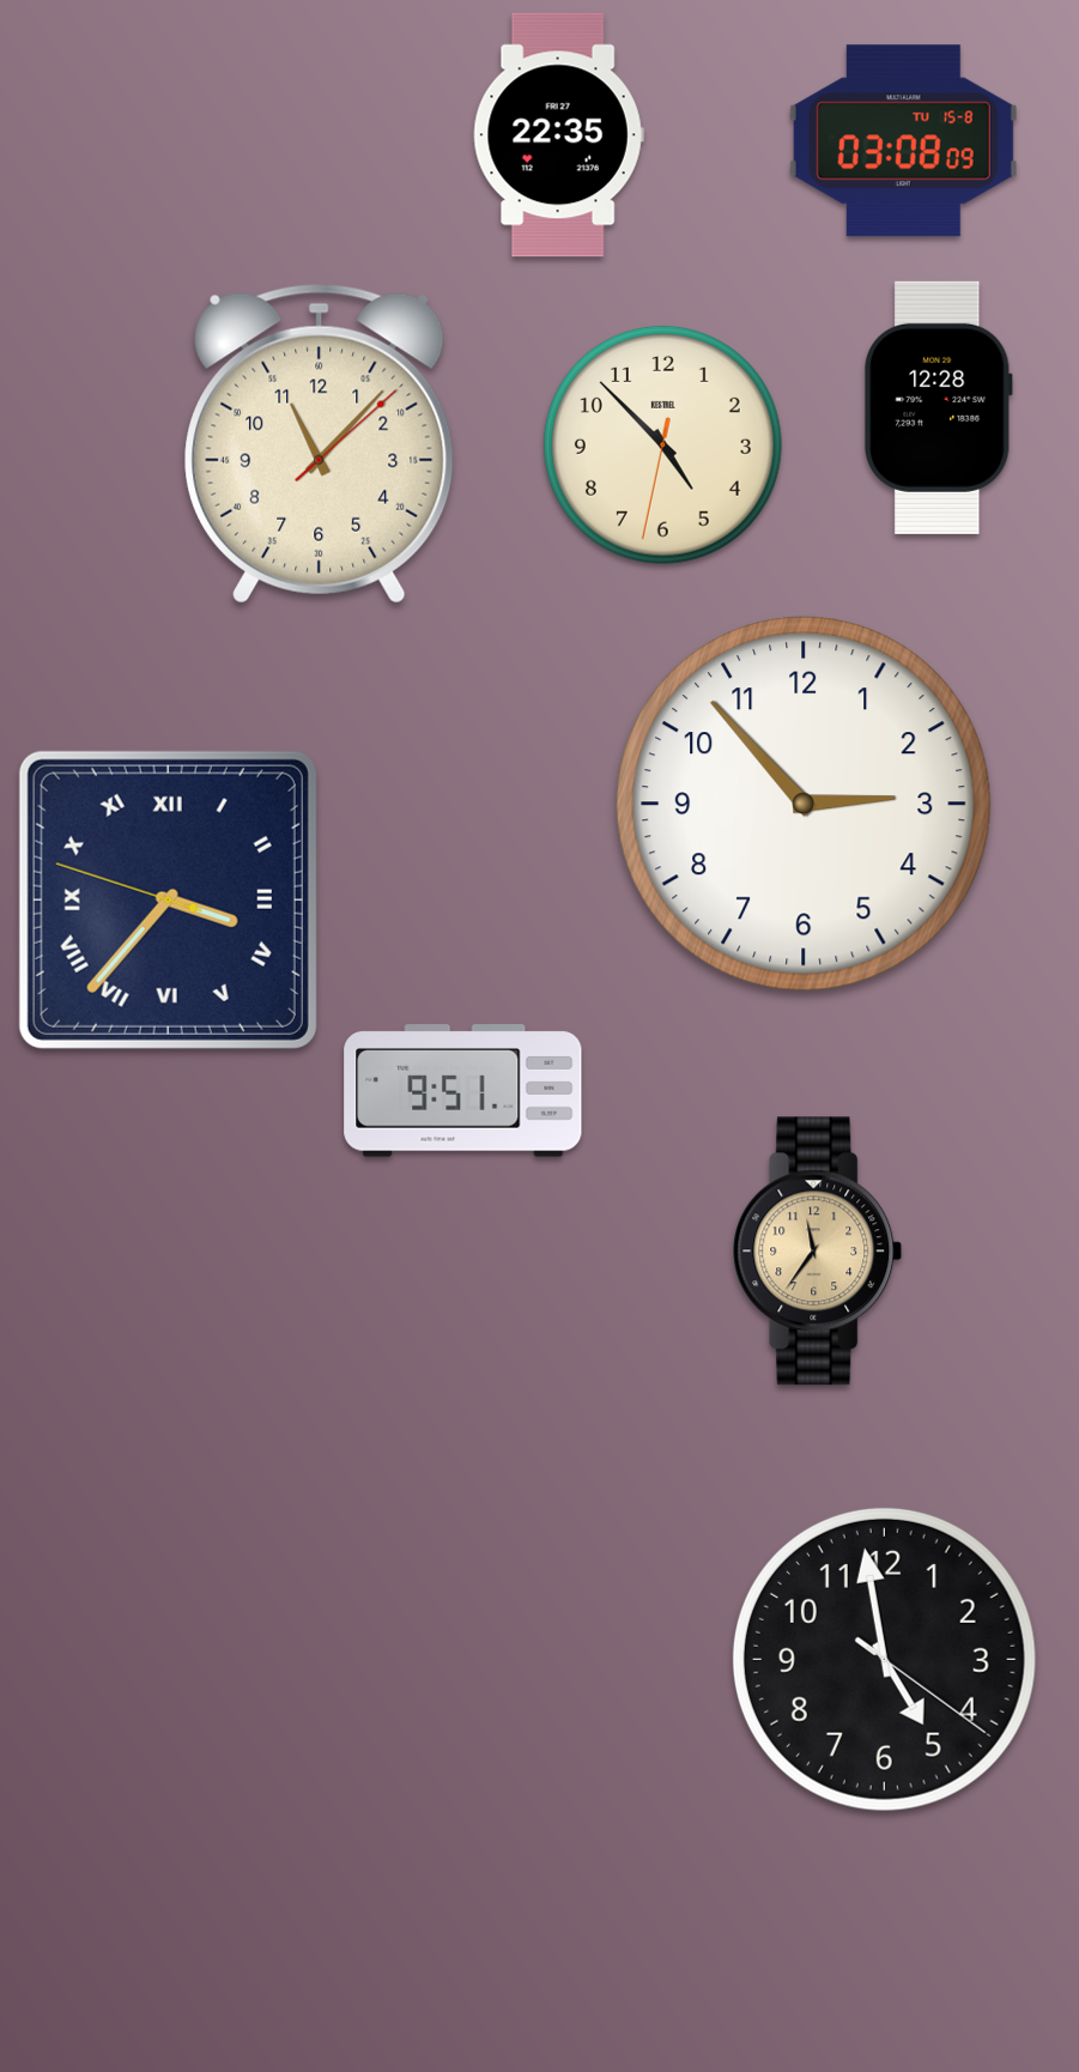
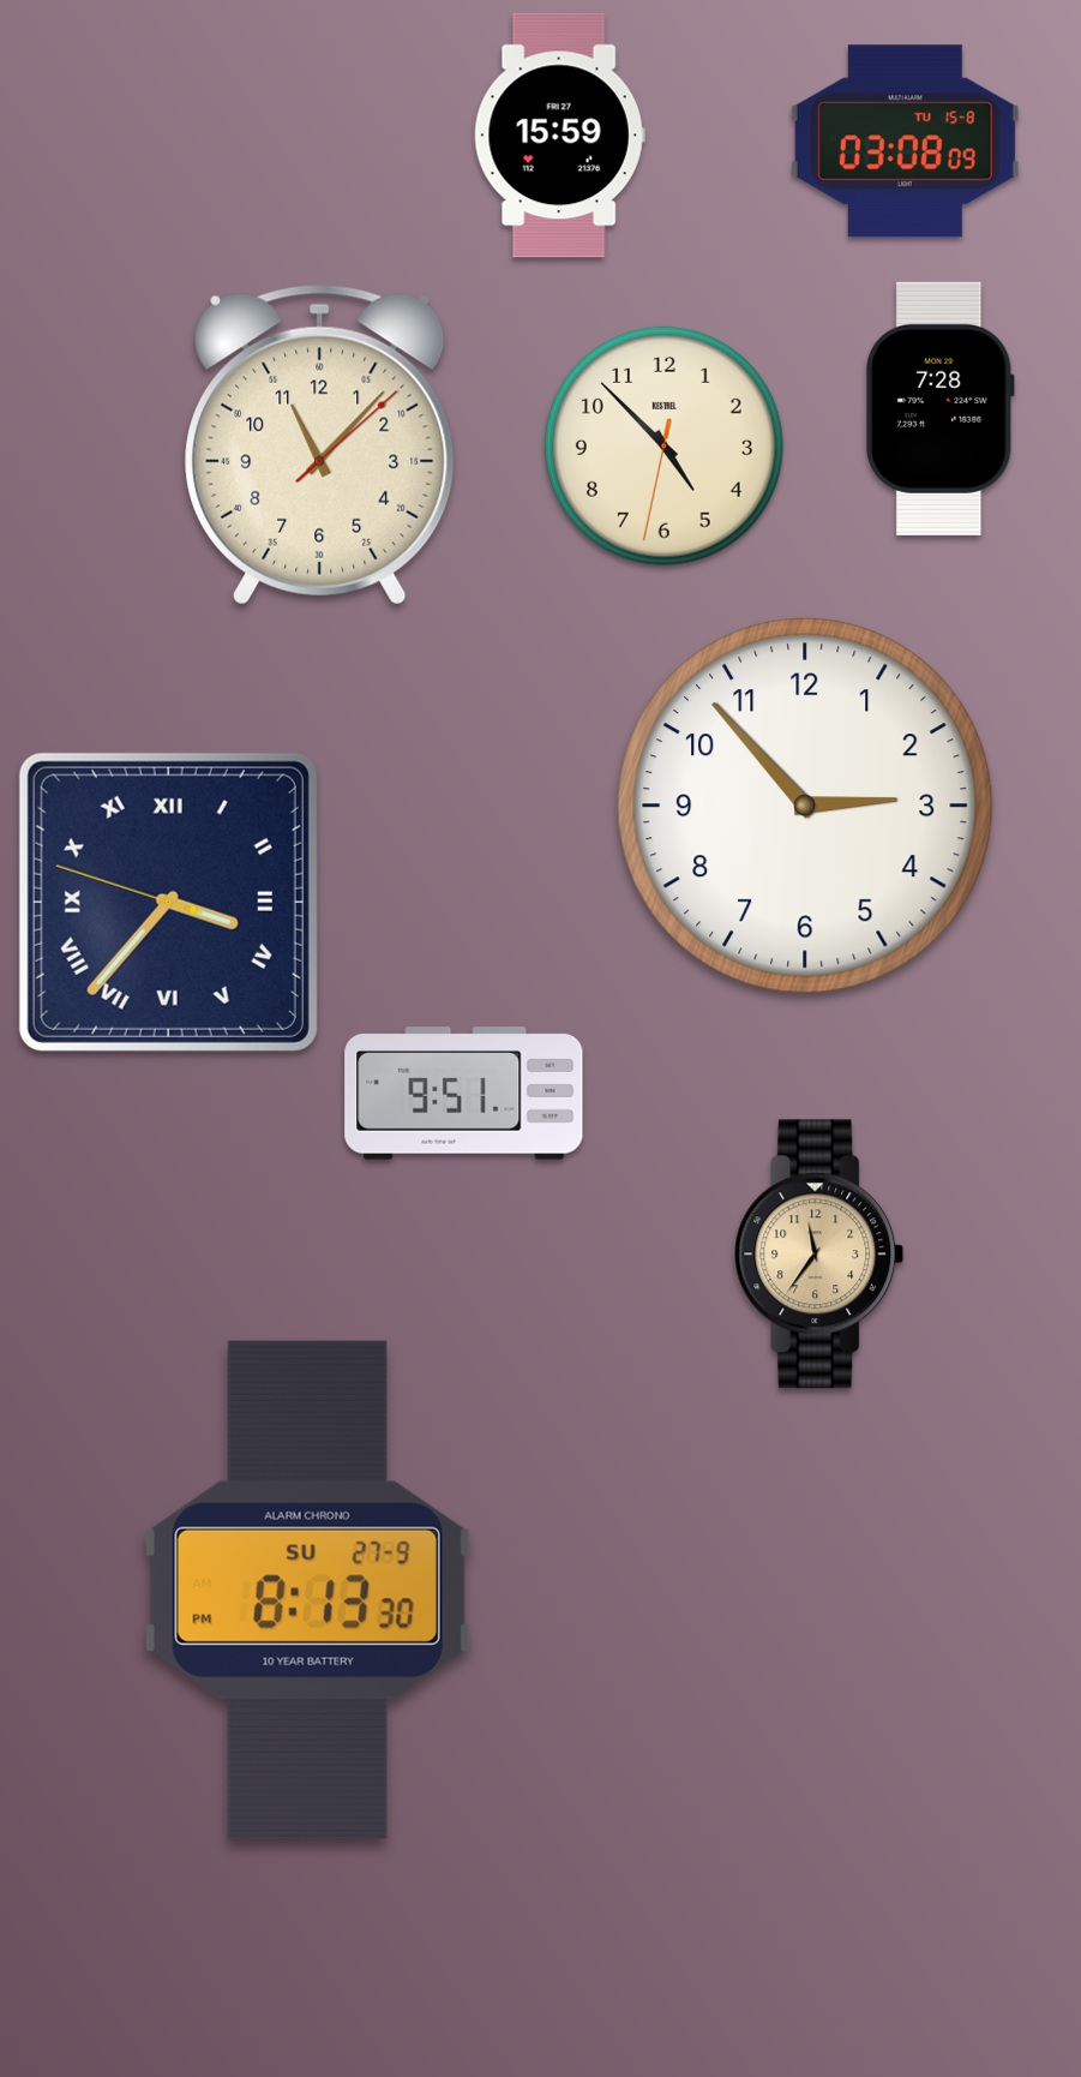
clock at (558, 135): 22:35 -> 15:59
clock at (939, 407): 12:28 -> 7:28
clock at (307, 1590): none -> 8:13
clock at (884, 1659): 4:58 -> none
